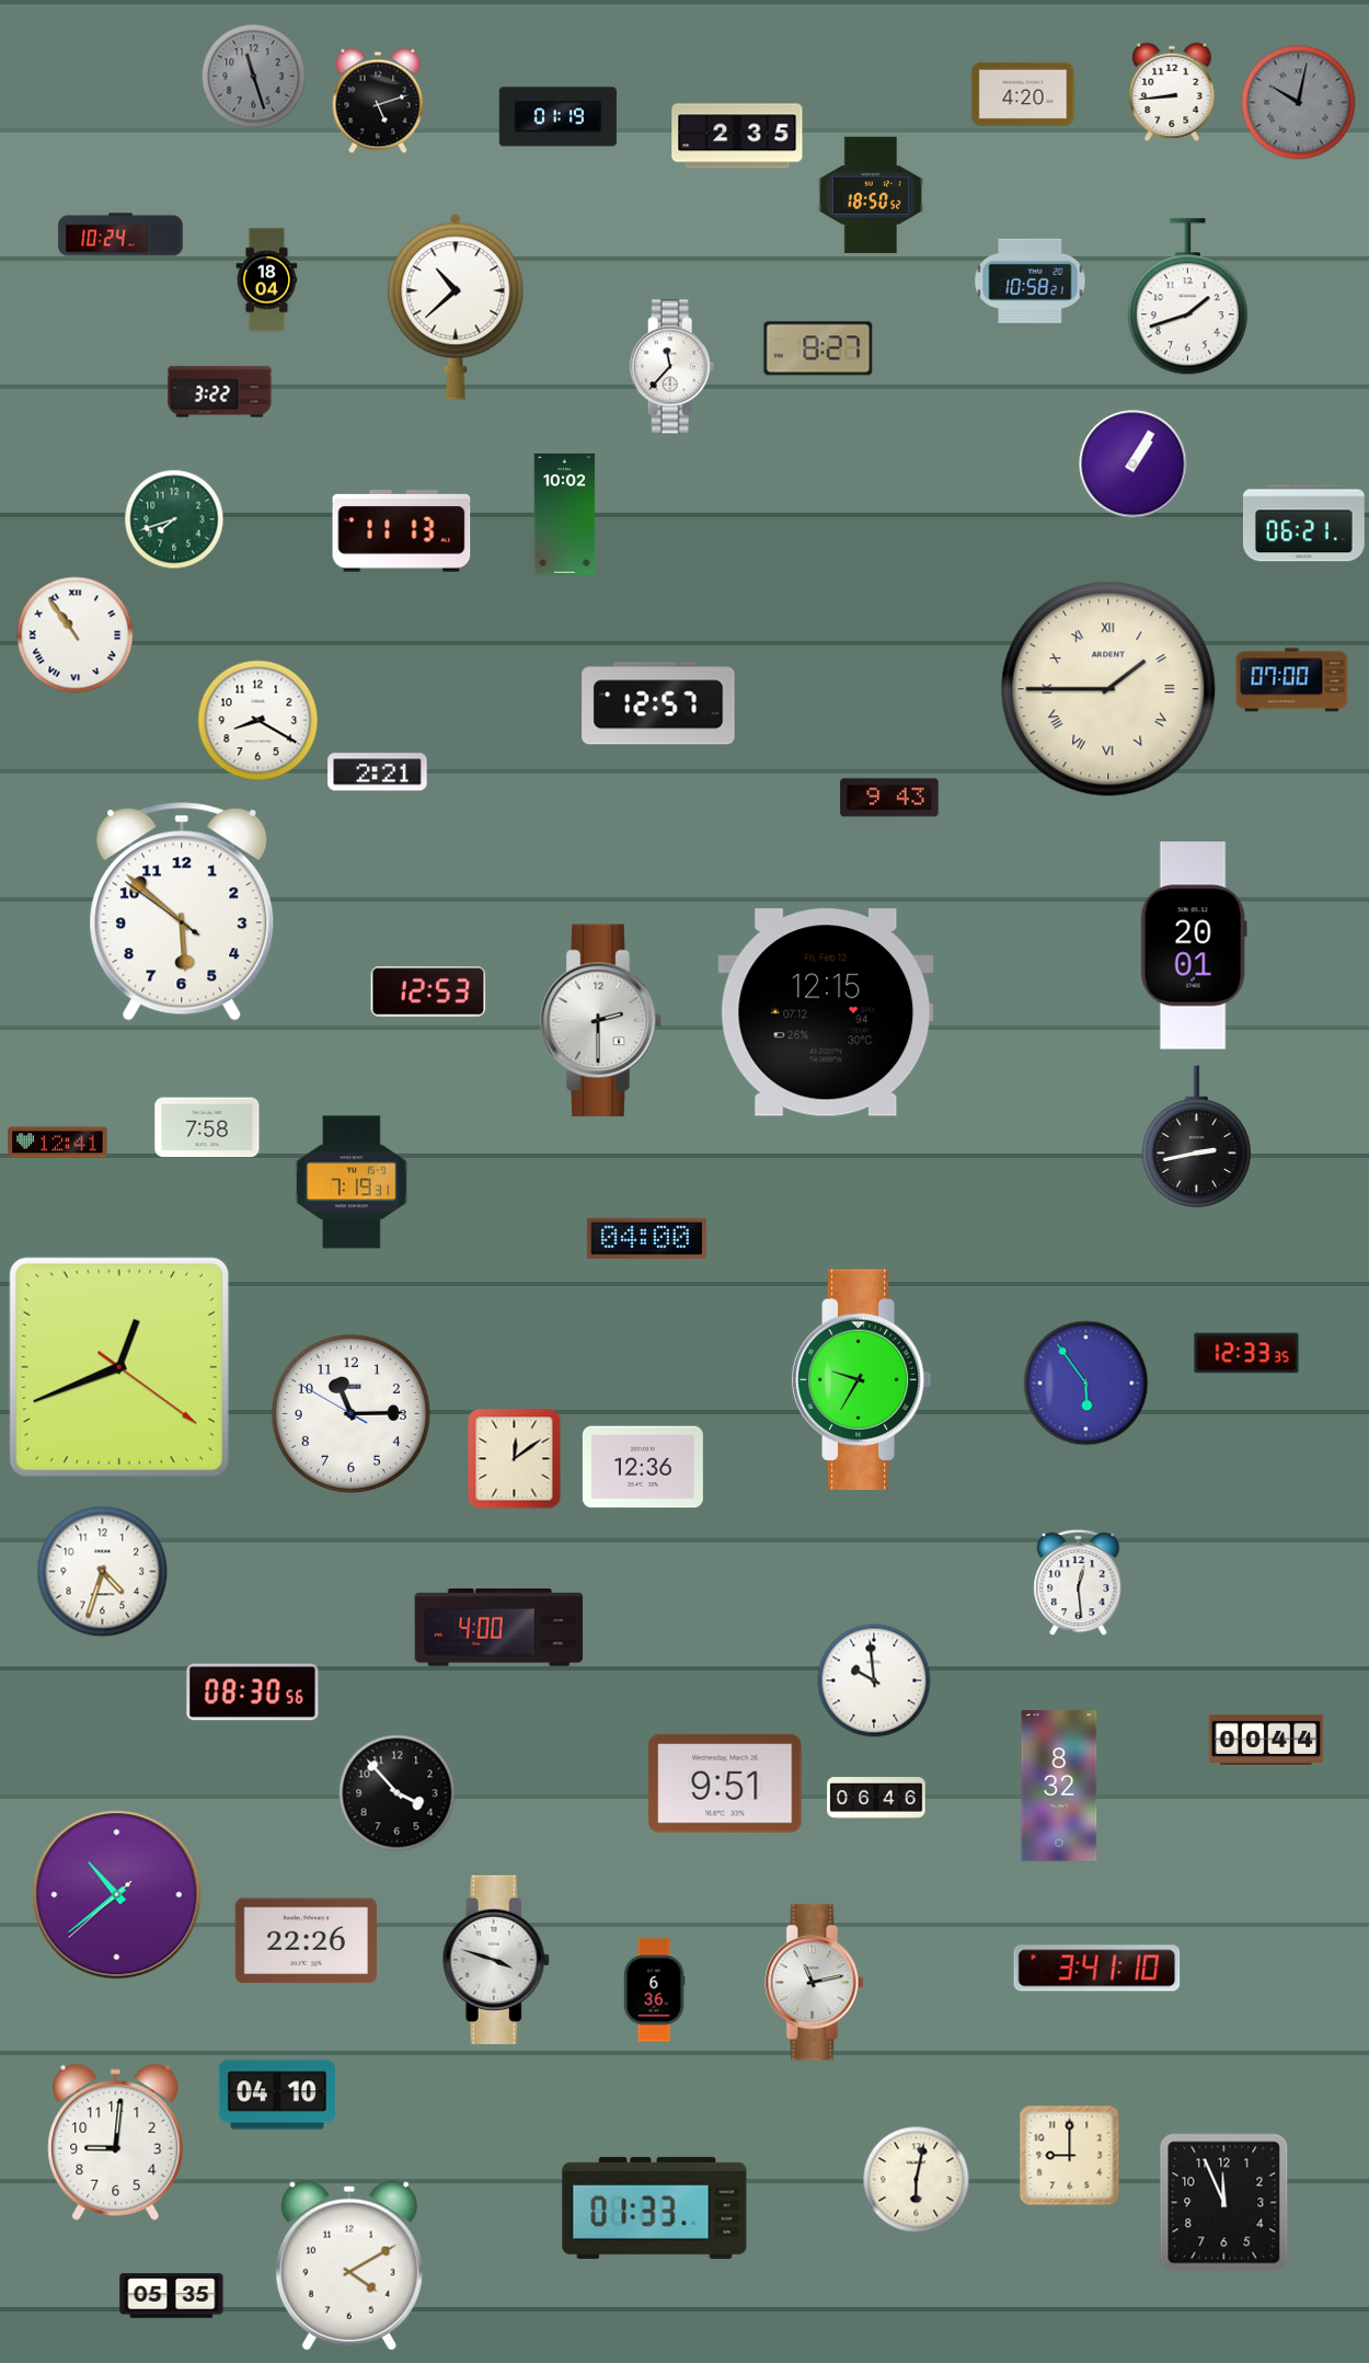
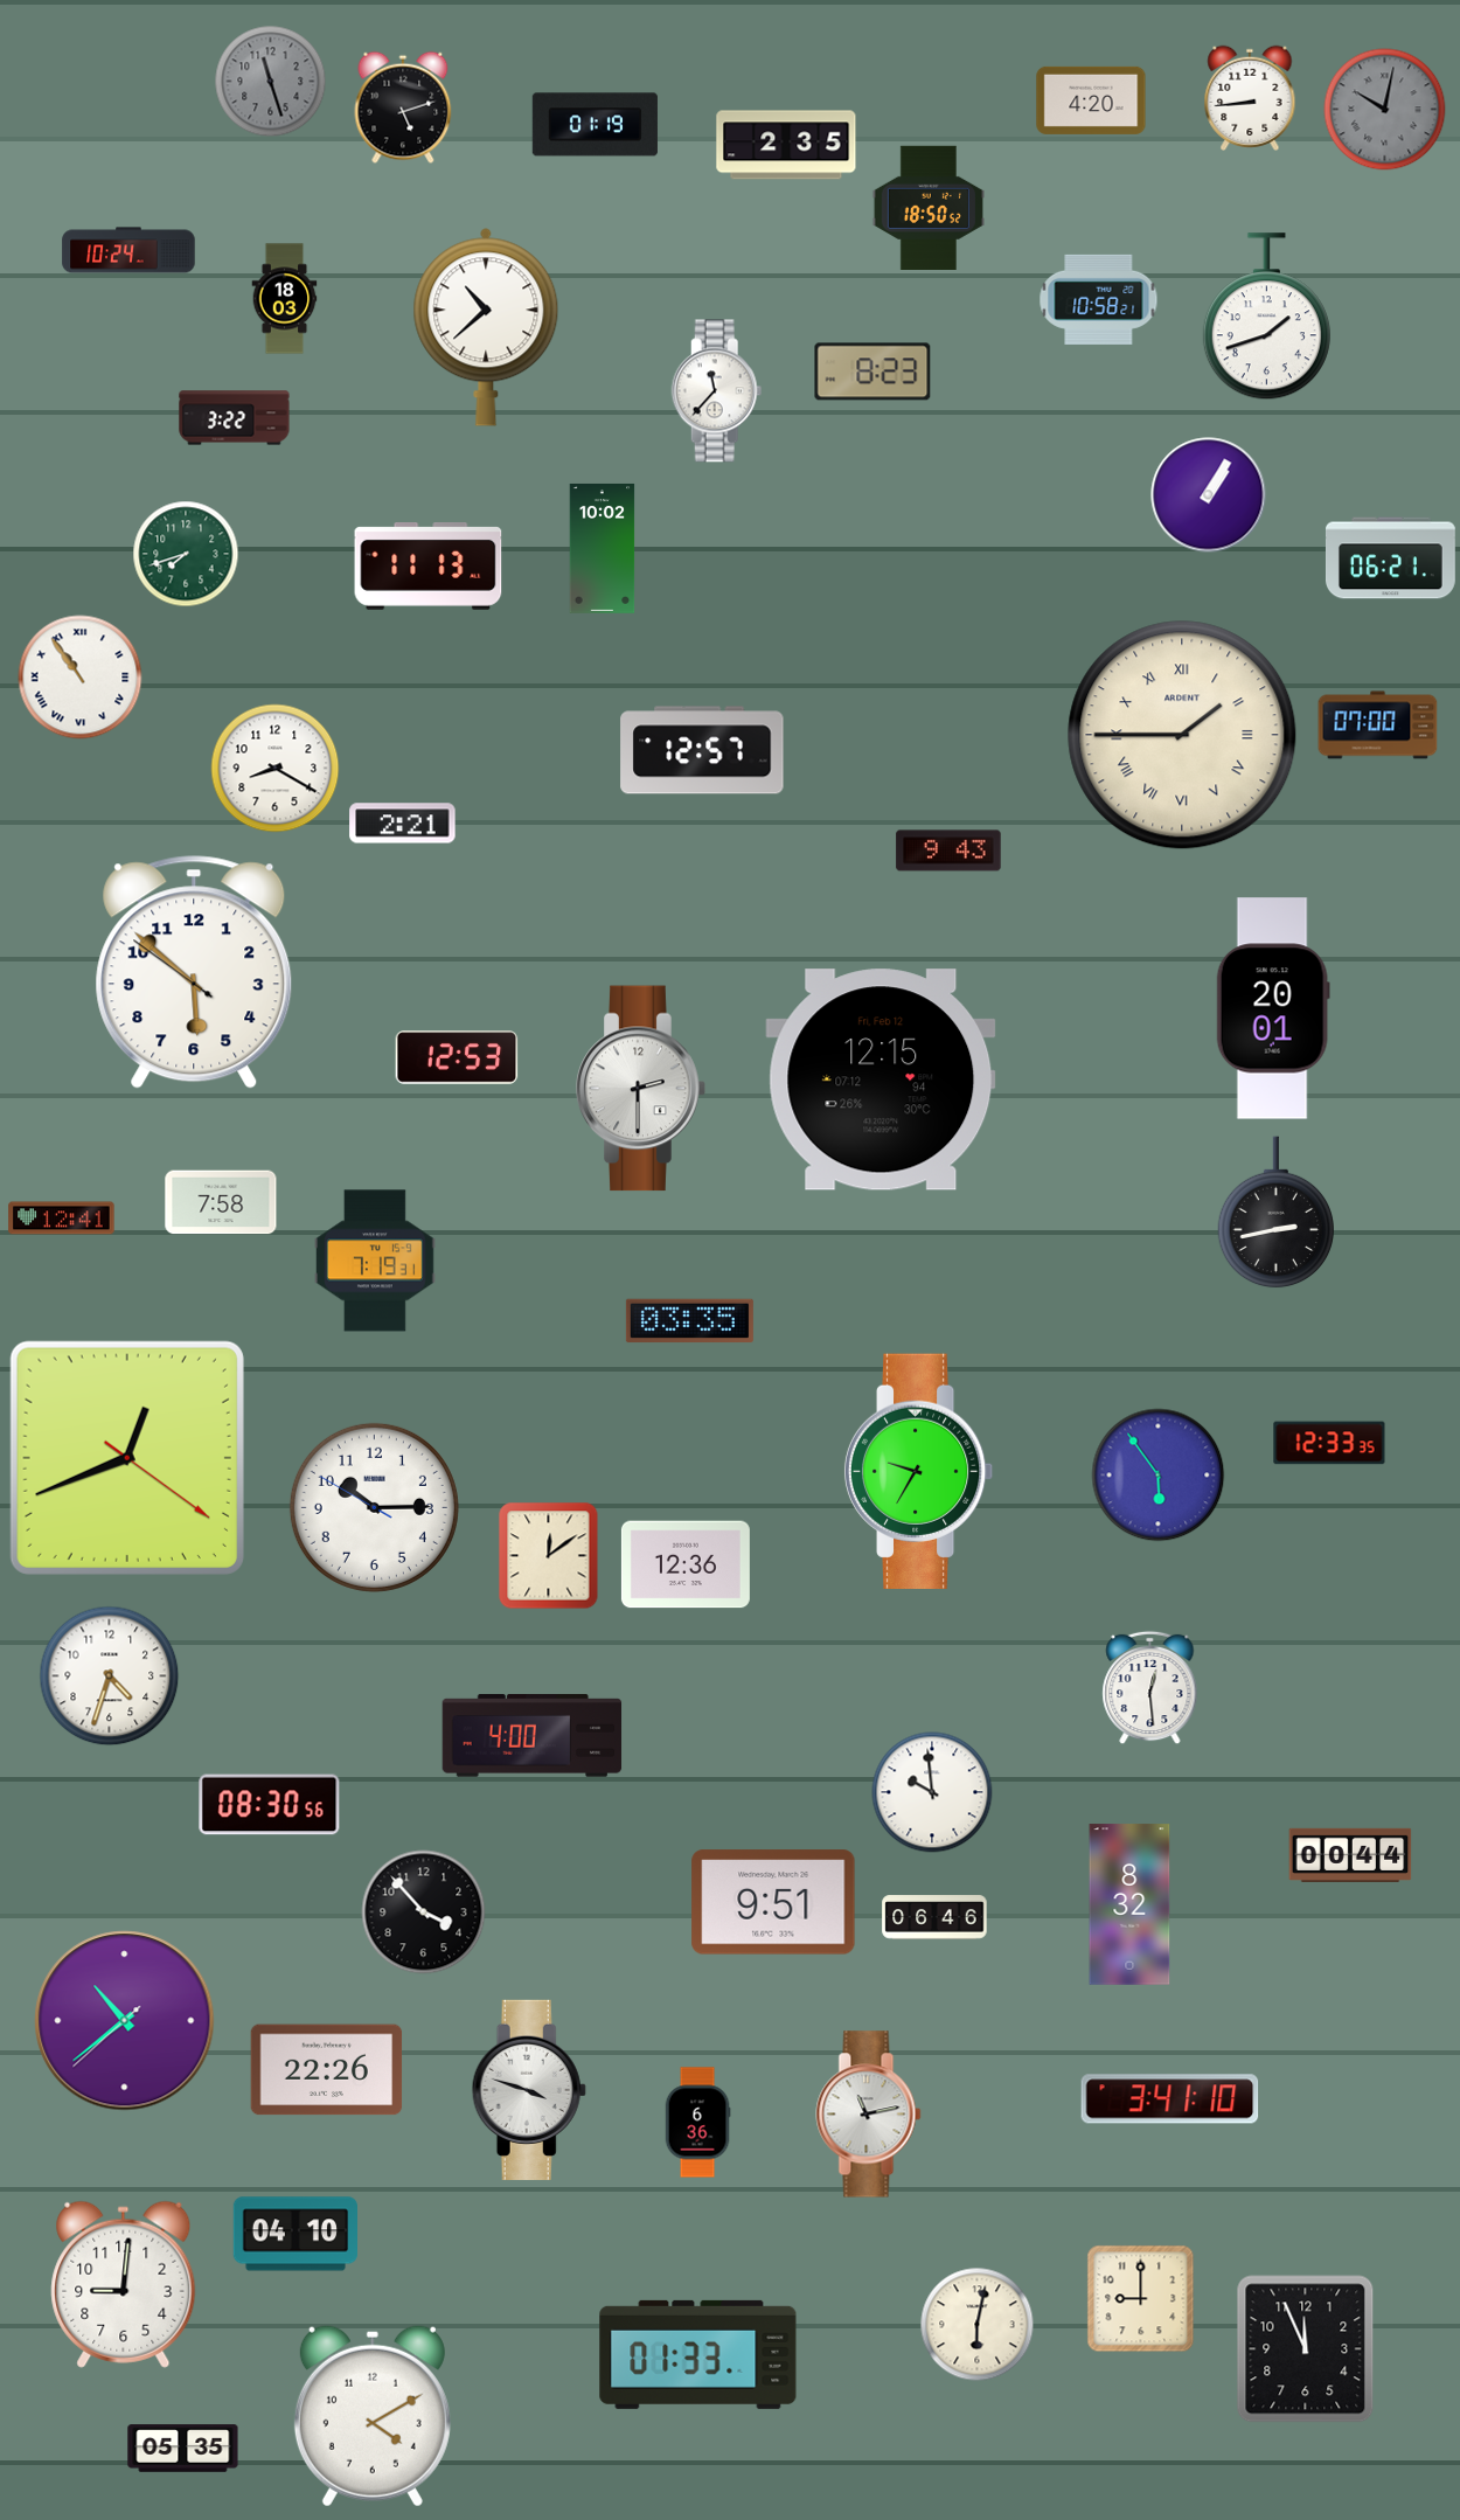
clock at (267, 280): 18:04 -> 18:03
clock at (818, 348): 8:27 -> 8:23
clock at (646, 1239): 04:00 -> 03:35
clock at (350, 1413): 11:14 -> 10:14
